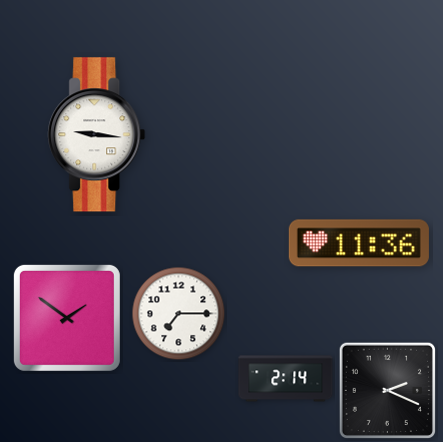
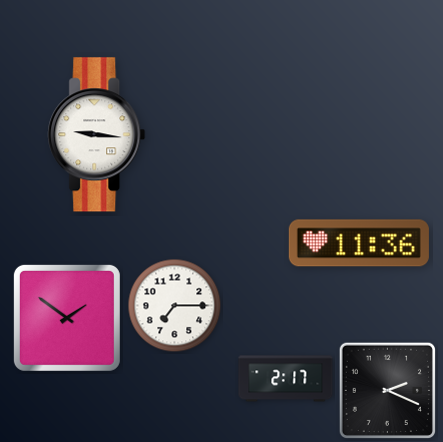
clock at (179, 314) position: (179, 314) -> (175, 306)
clock at (286, 379): 2:14 -> 2:17
